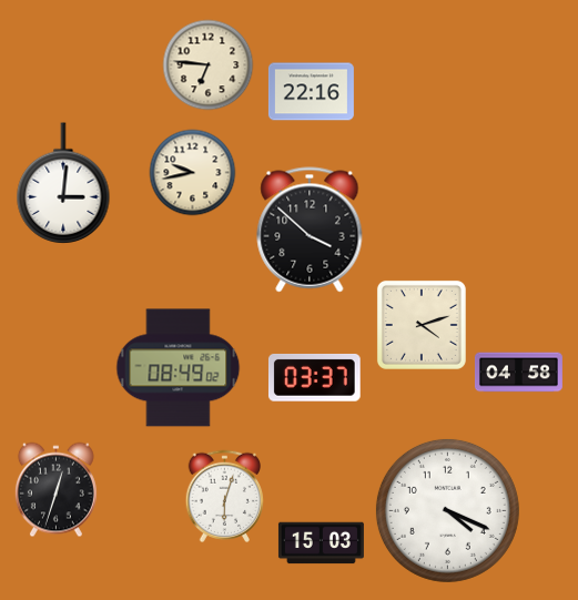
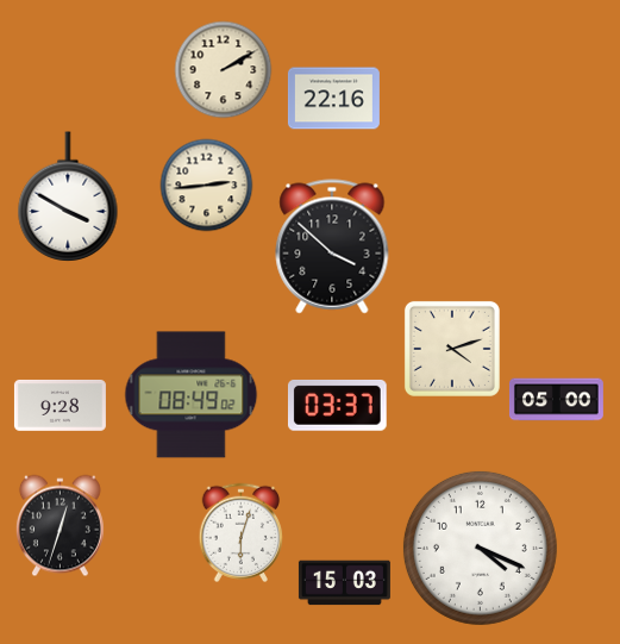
clock at (207, 64): 6:46 -> 2:10
clock at (192, 172): 9:43 -> 2:44
clock at (63, 183): 3:01 -> 3:50
clock at (518, 373): 04:58 -> 05:00
clock at (60, 405): none -> 9:28
